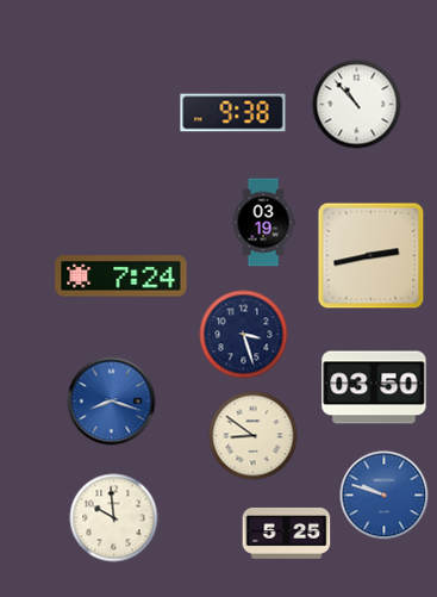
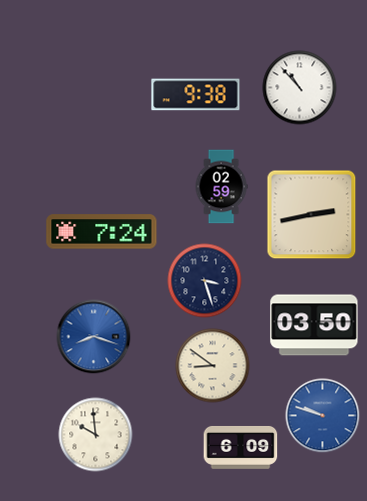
clock at (263, 223): 03:19 -> 02:59
clock at (287, 533): 5:25 -> 6:09
